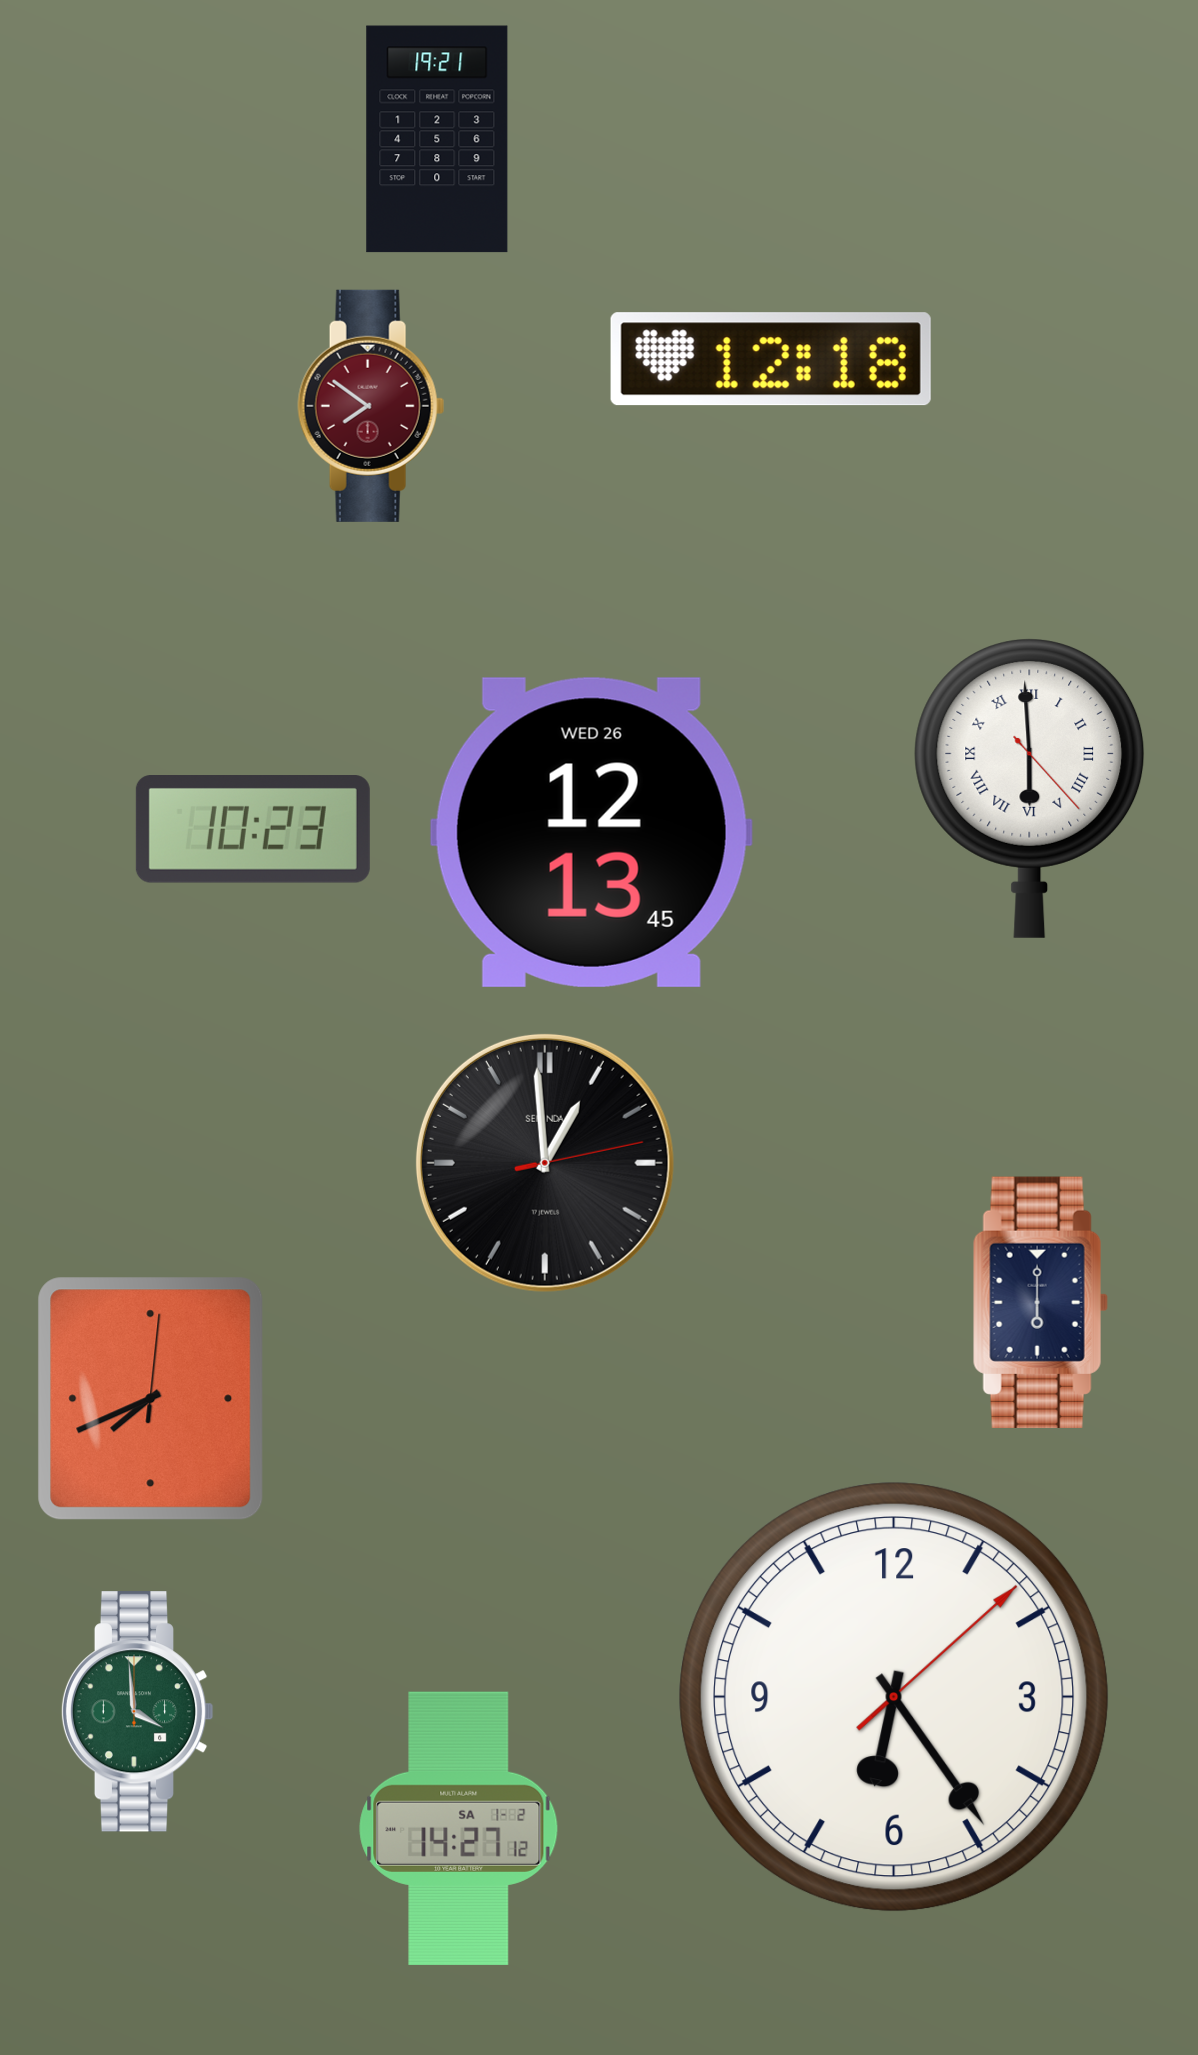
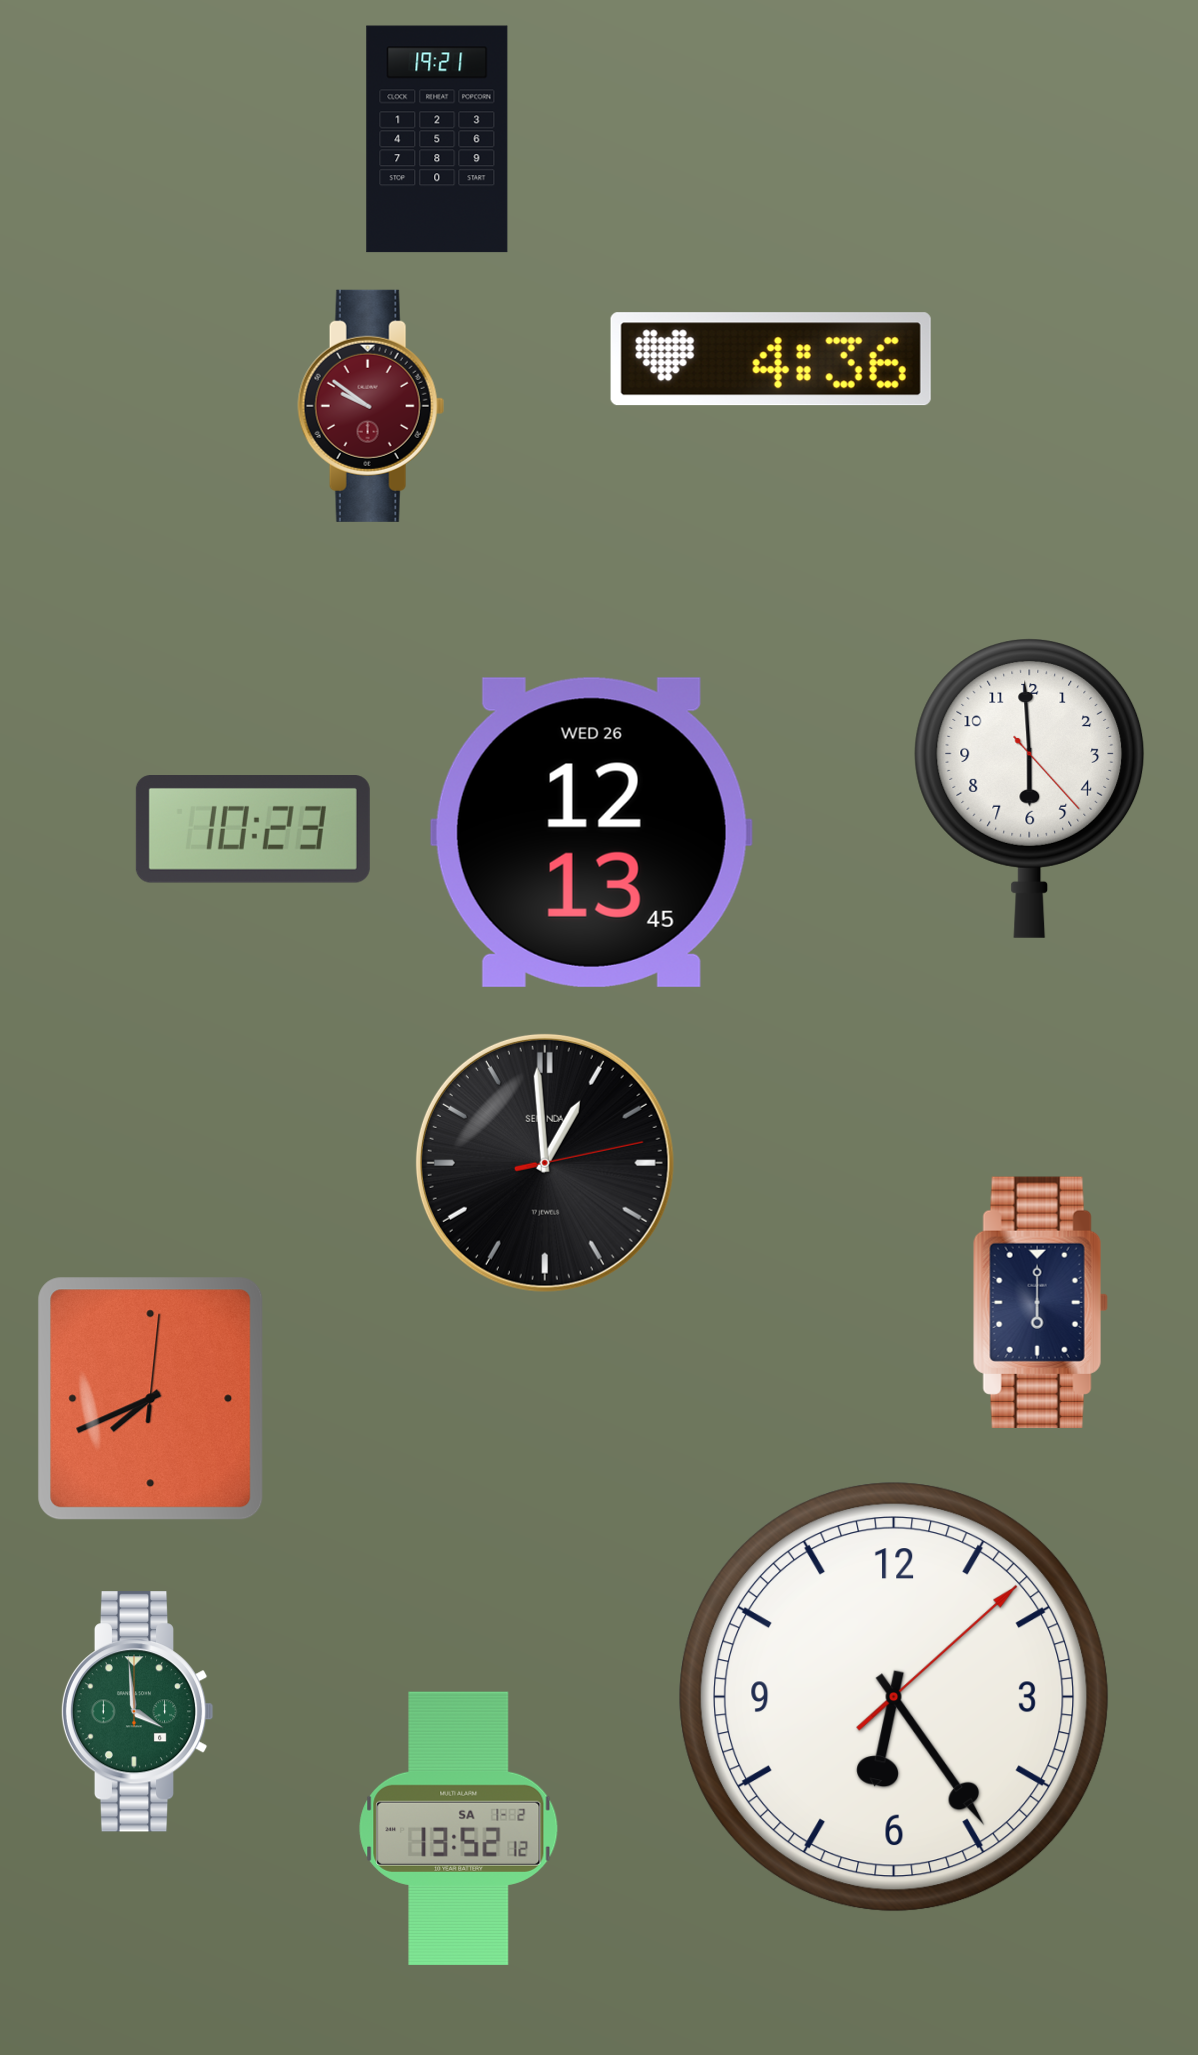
clock at (771, 359): 12:18 -> 4:36
clock at (371, 406): 7:51 -> 9:51
clock at (1030, 788) numerals: Roman -> Arabic
clock at (459, 1828): 14:27 -> 13:52
